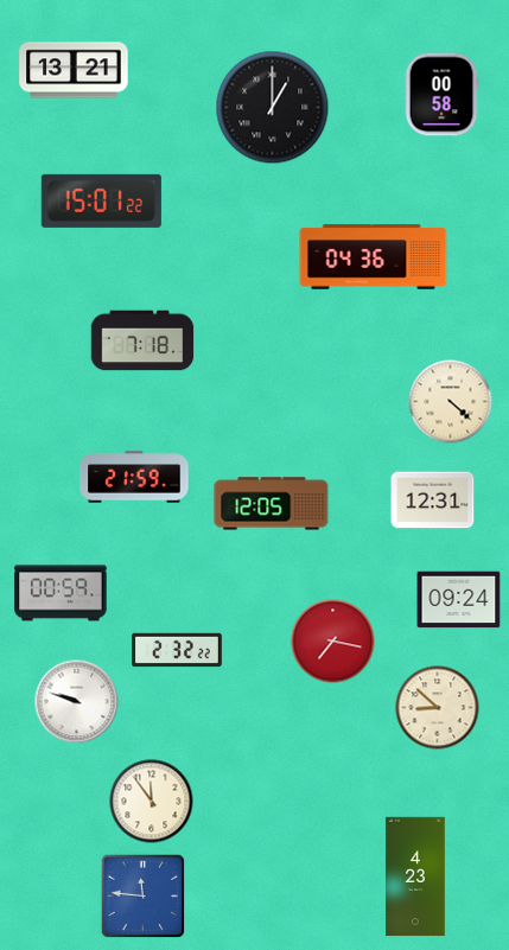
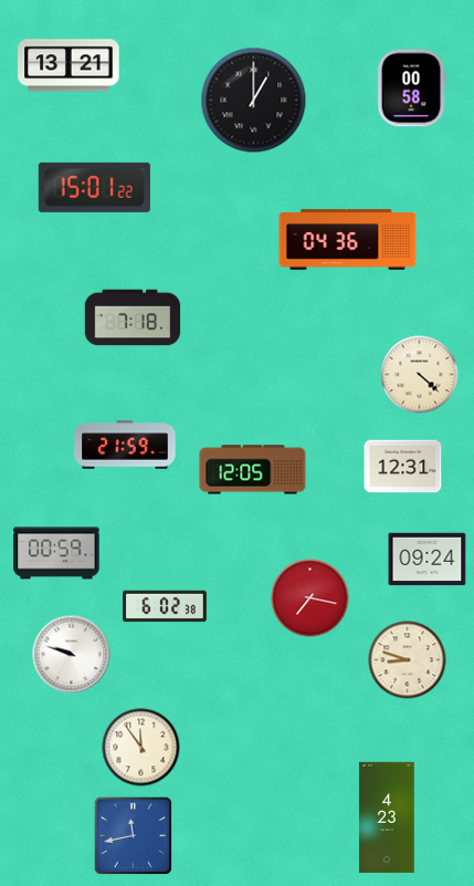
clock at (178, 650): 2:32 -> 6:02
clock at (438, 708): 8:52 -> 8:48
clock at (144, 897): 11:46 -> 11:43
